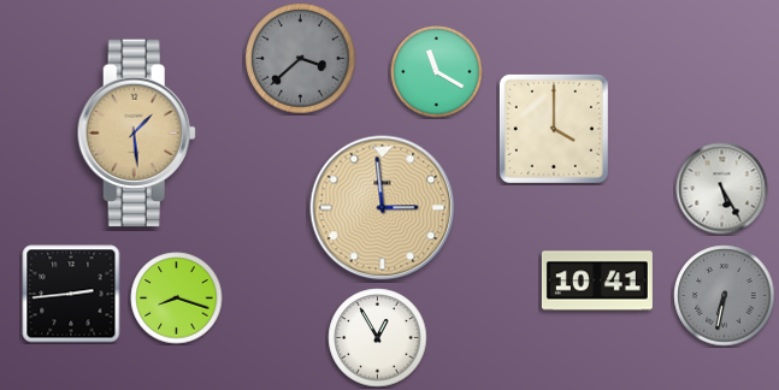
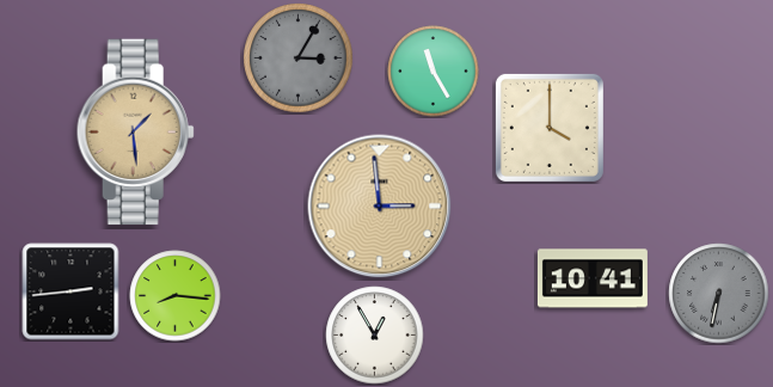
clock at (301, 59): 3:38 -> 3:05
clock at (437, 72): 11:20 -> 11:25
clock at (722, 189): 5:25 -> none
clock at (177, 299): 8:18 -> 8:16
